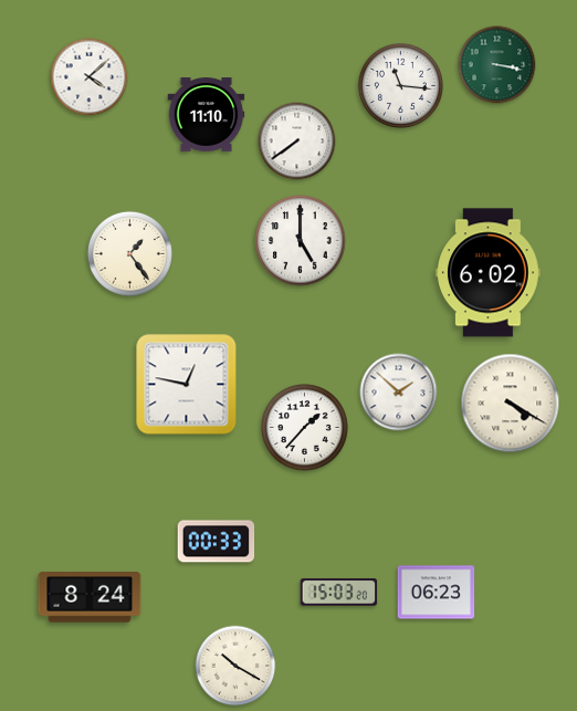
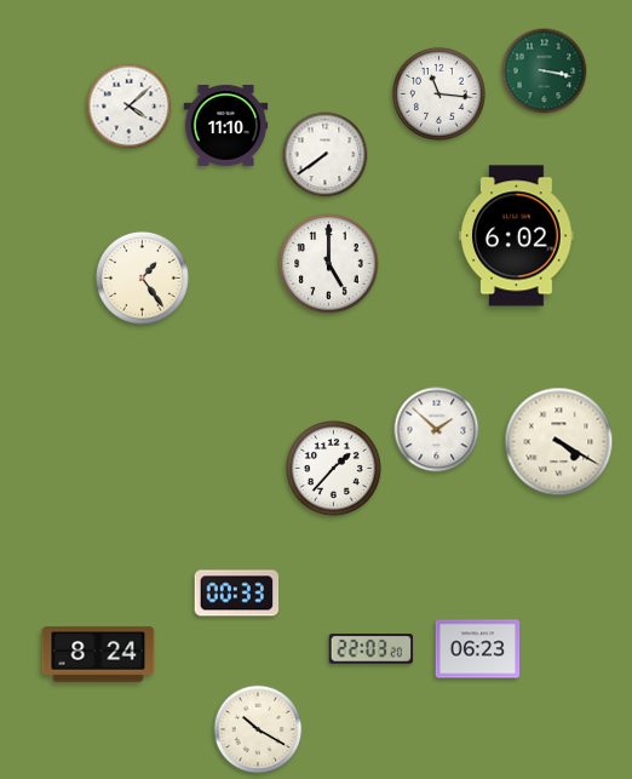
clock at (90, 77) position: (90, 77) -> (130, 107)
clock at (489, 273) position: (489, 273) -> (517, 236)
clock at (187, 385): 12:47 -> none
clock at (339, 593): 15:03 -> 22:03
